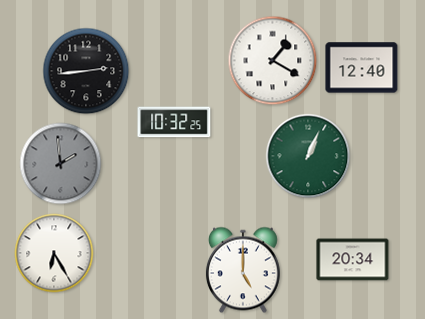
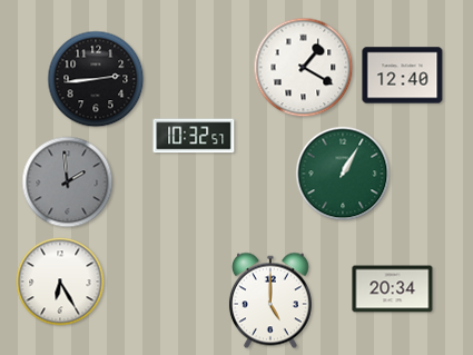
clock at (174, 122): 10:32:25 -> 10:32:57
clock at (308, 156): 1:04 -> 1:05
